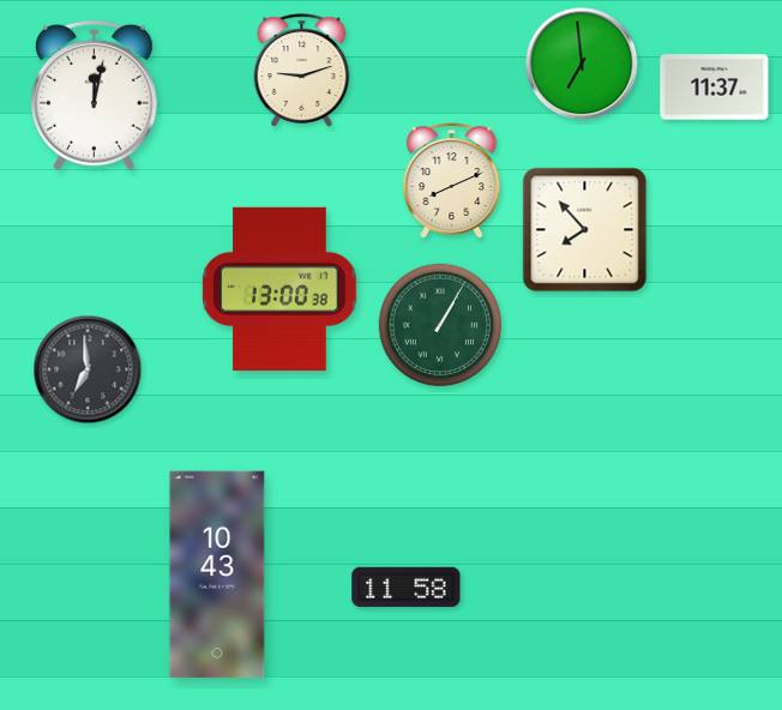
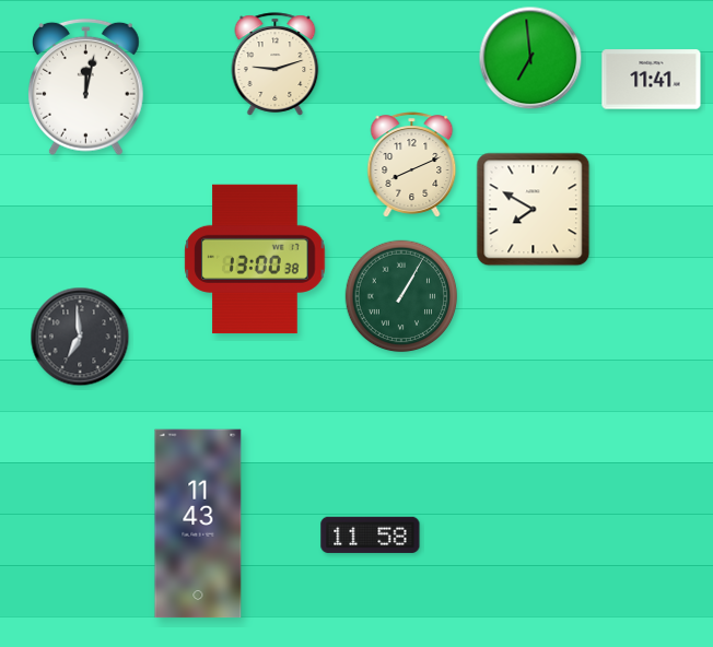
clock at (715, 88): 11:37 -> 11:41
clock at (585, 230): 7:53 -> 7:50
clock at (279, 289) position: (279, 289) -> (255, 259)
clock at (217, 574): 10:43 -> 11:43
